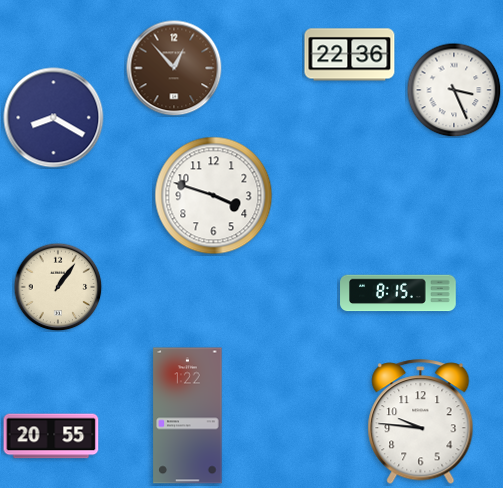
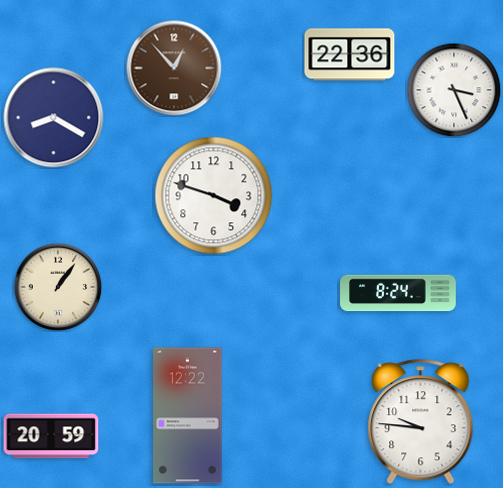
clock at (398, 293): 8:15 -> 8:24
clock at (188, 416): 1:22 -> 12:22
clock at (51, 436): 20:55 -> 20:59
